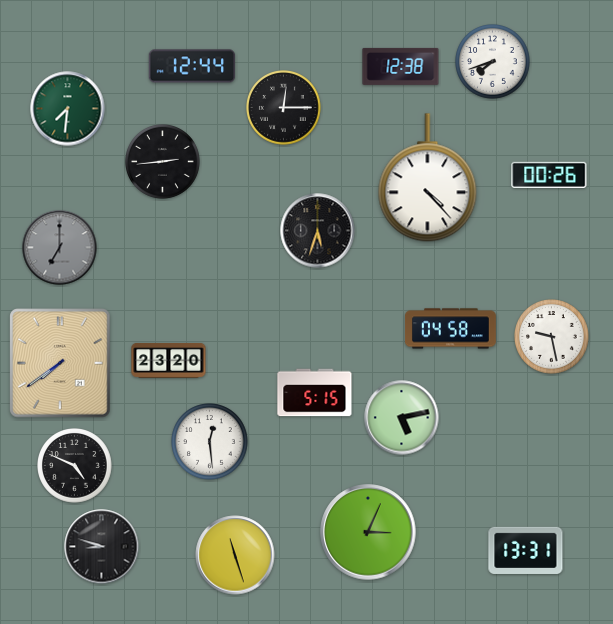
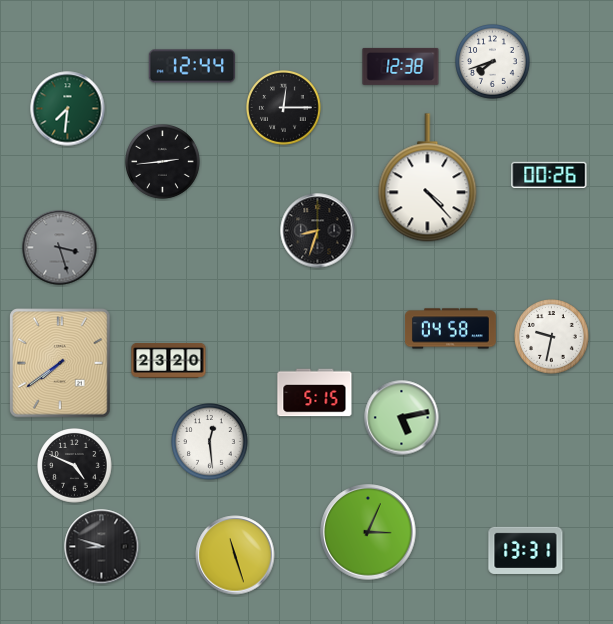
clock at (318, 231): 5:33 -> 8:33
clock at (60, 248): 7:00 -> 3:27
clock at (552, 337): 9:28 -> 9:32
